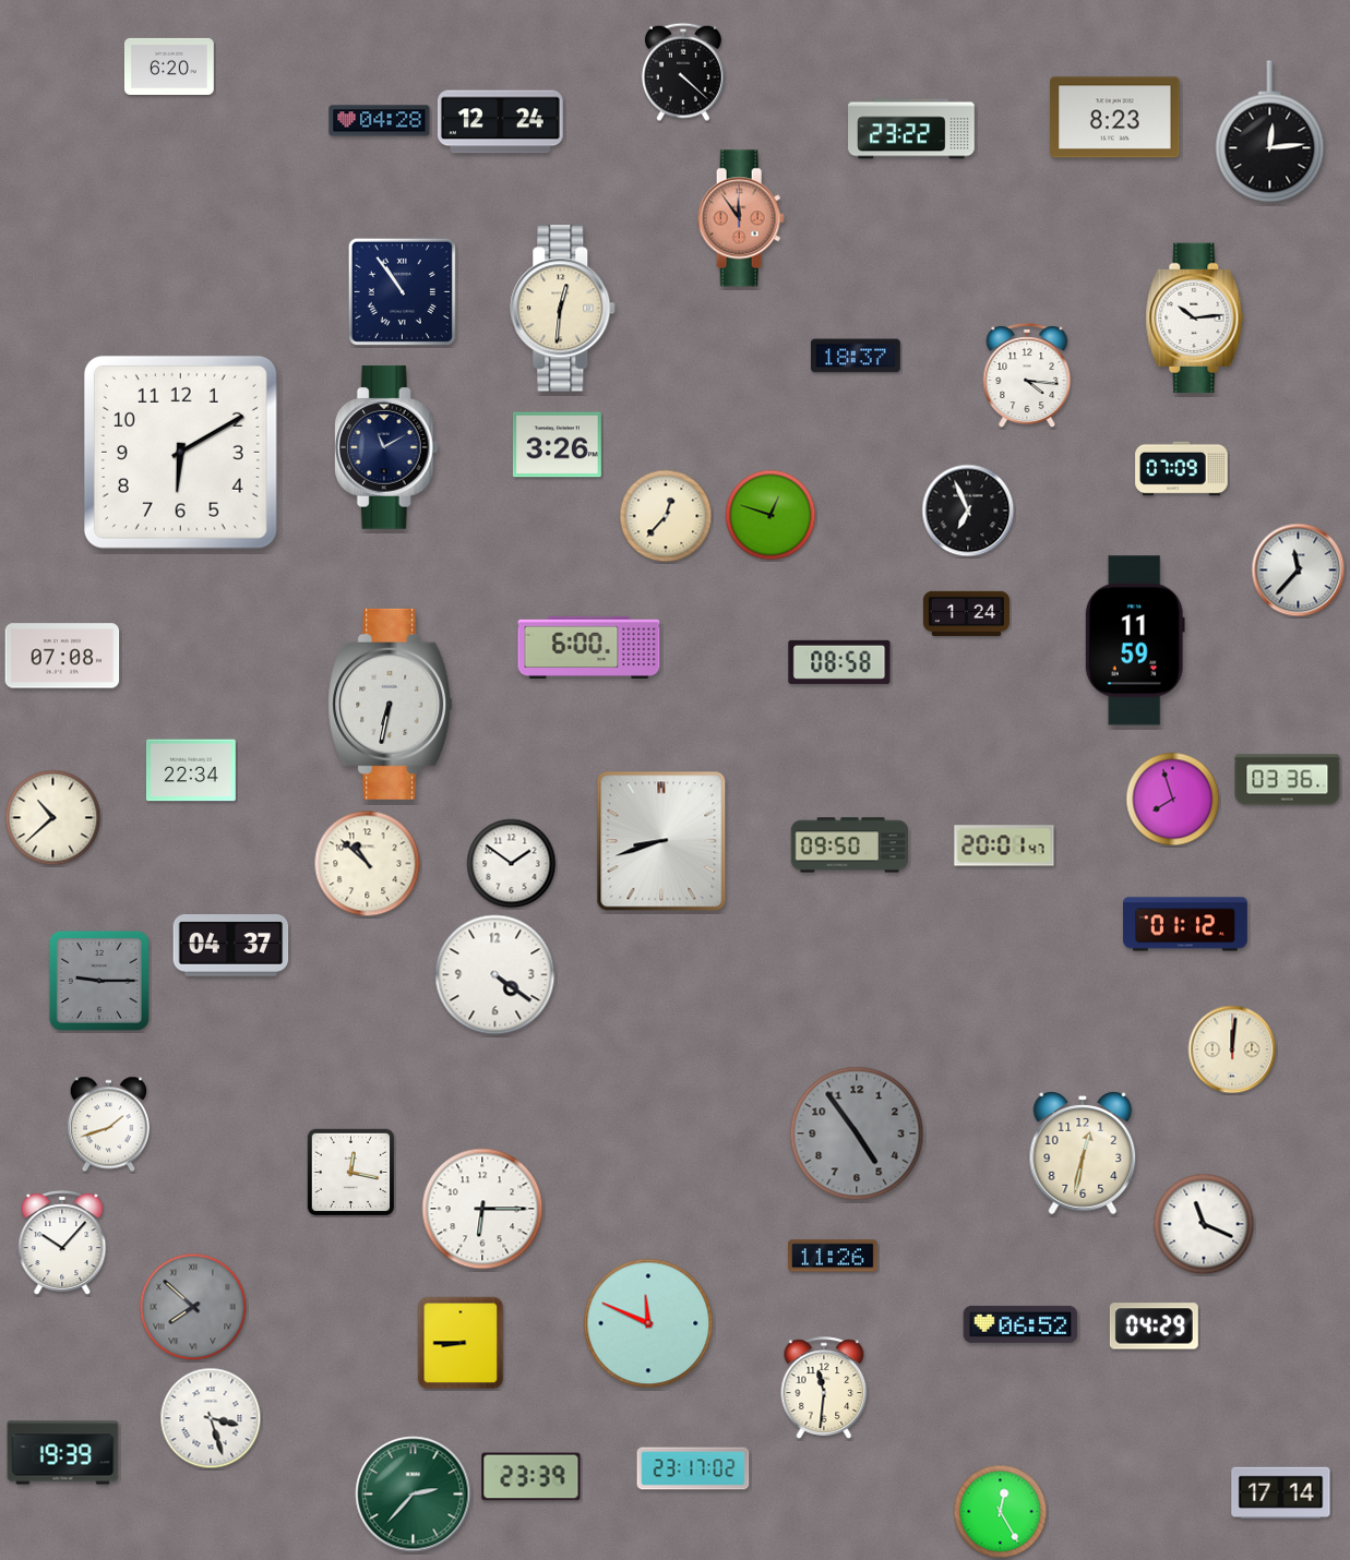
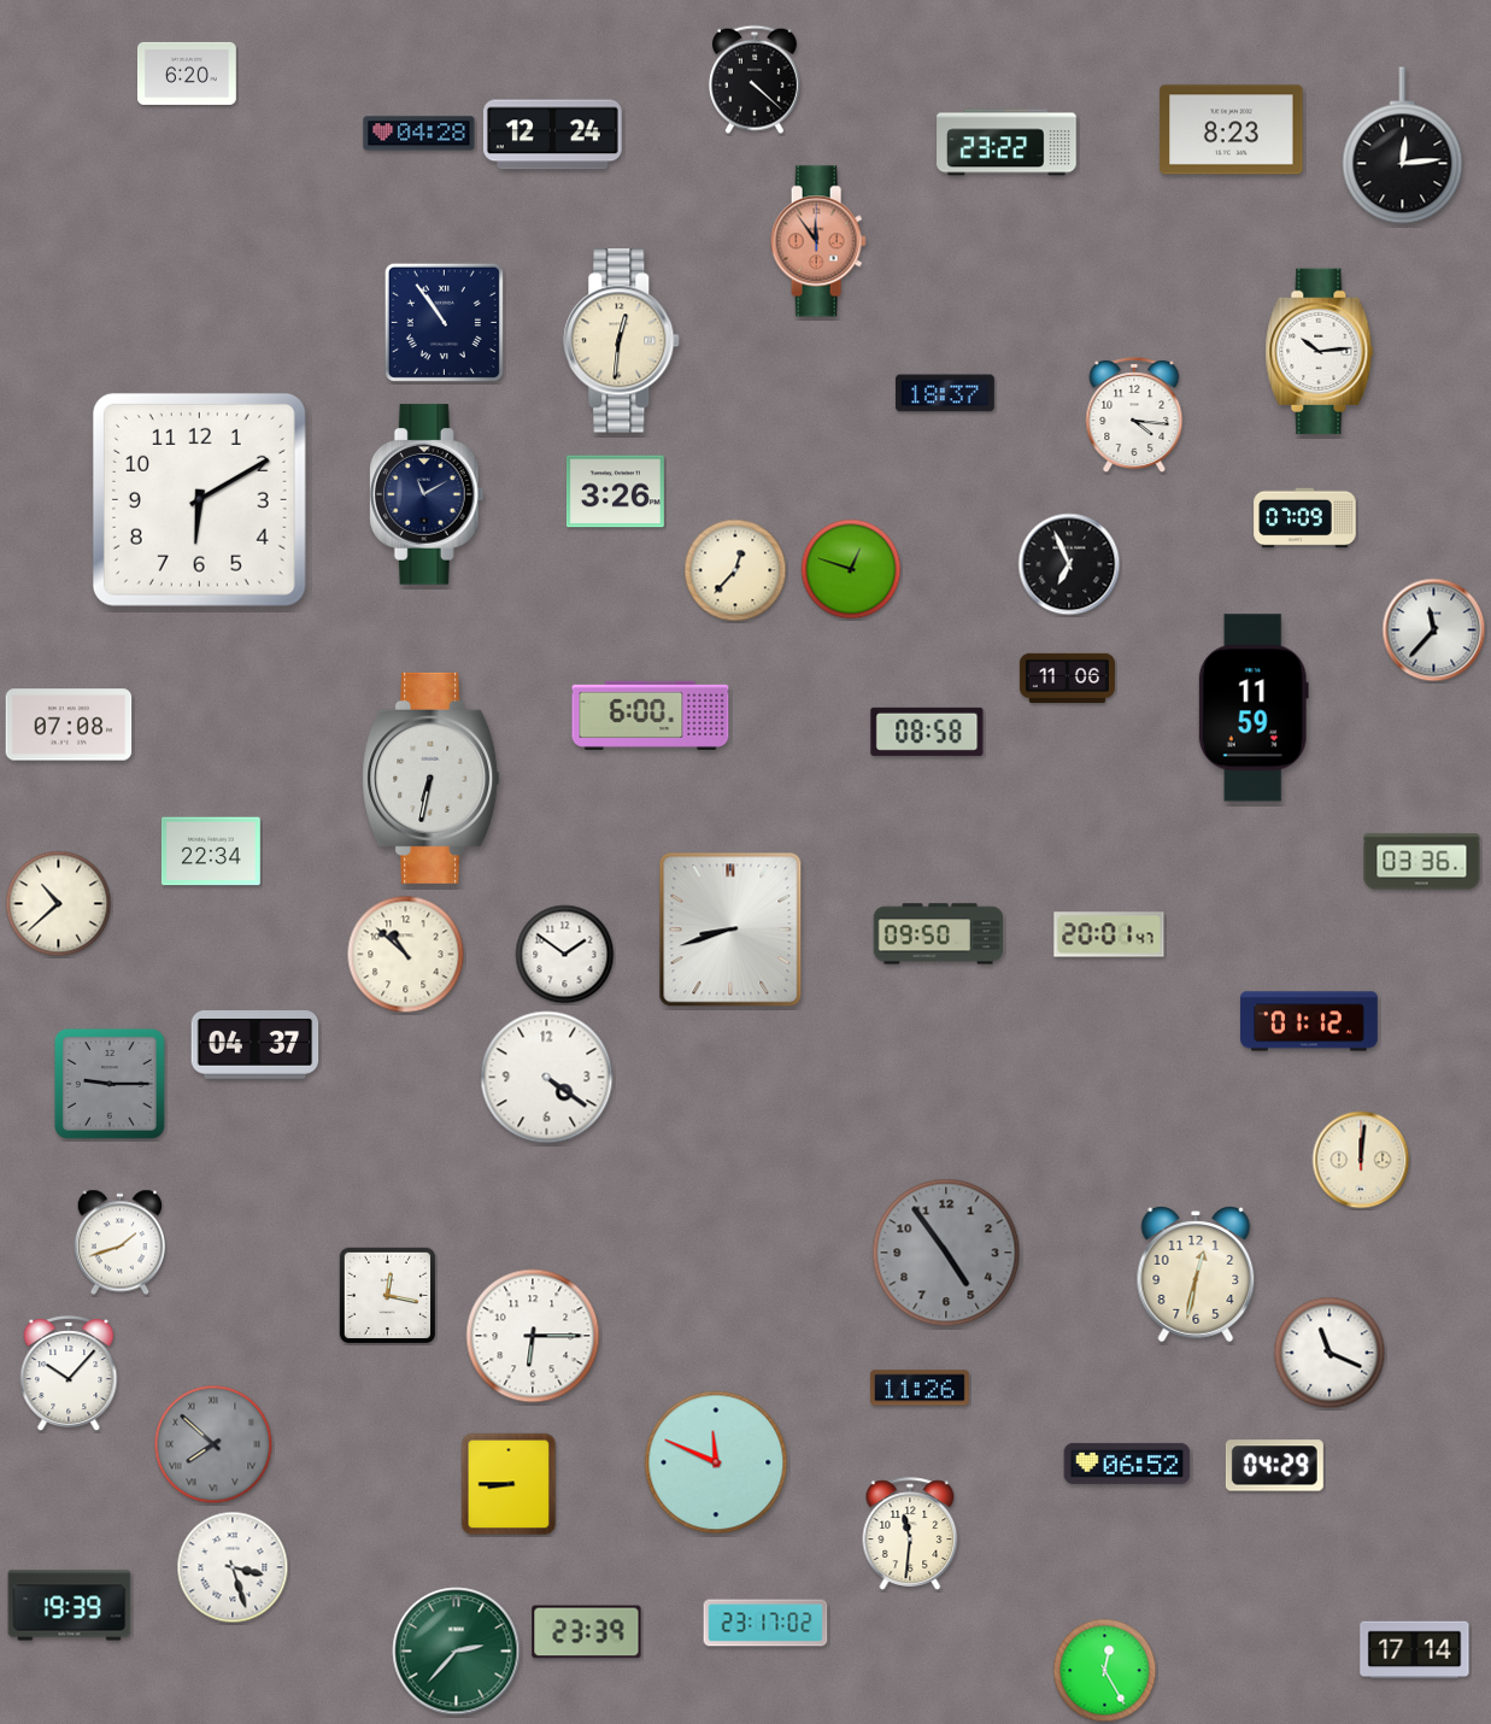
clock at (966, 614): 1:24 -> 11:06
clock at (1173, 800): 7:57 -> none
